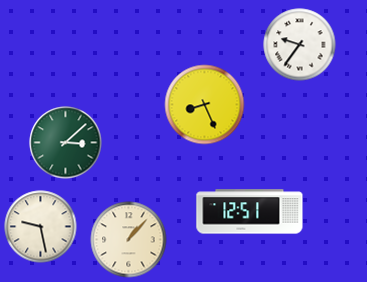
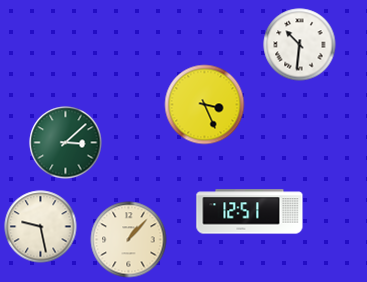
clock at (300, 45): 9:36 -> 10:31
clock at (205, 105): 8:26 -> 3:26
